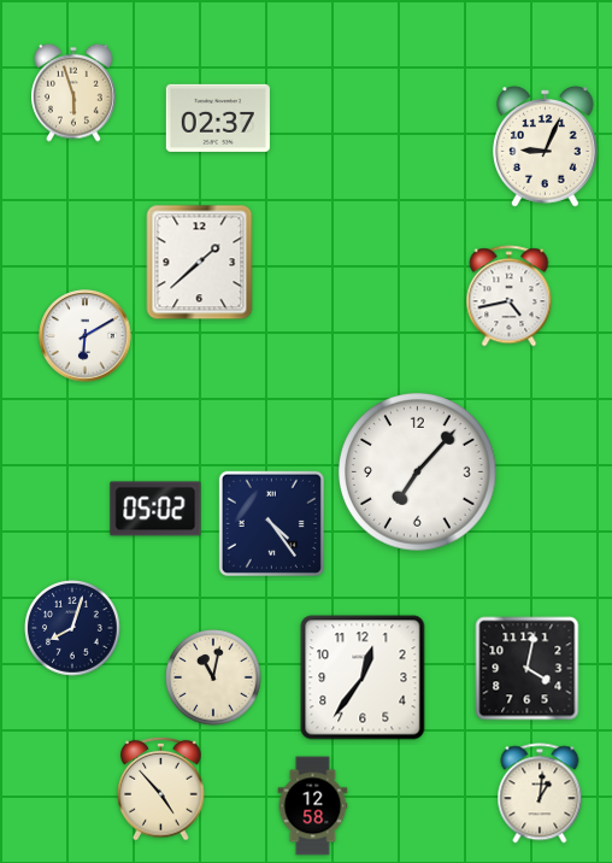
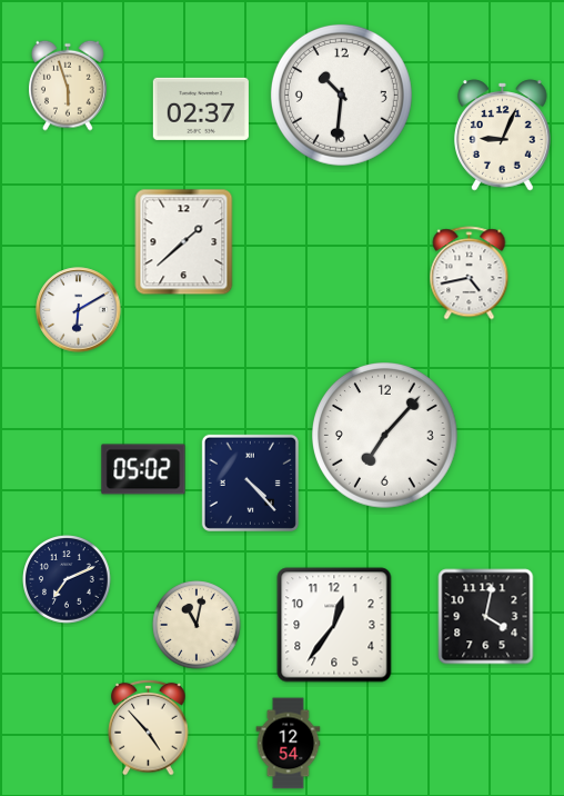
clock at (341, 94): none -> 10:31
clock at (271, 523): 4:24 -> 4:23
clock at (72, 628): 8:03 -> 7:11
clock at (540, 793): 1:01 -> none
clock at (313, 806): 12:58 -> 12:54
